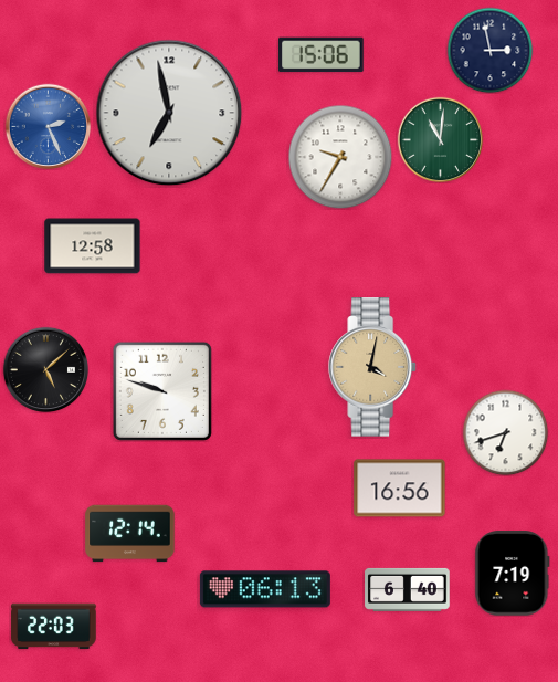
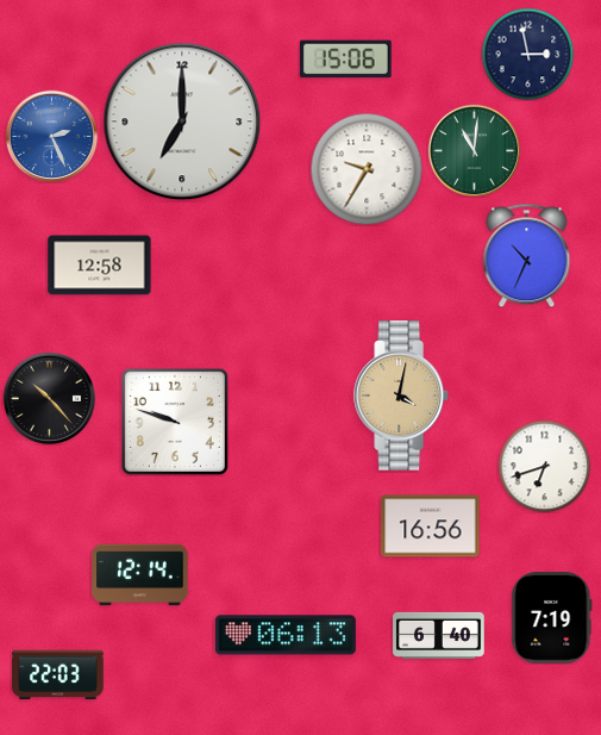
clock at (169, 113): 6:58 -> 7:00
clock at (527, 255): none -> 10:34
clock at (45, 369): 5:08 -> 10:23
